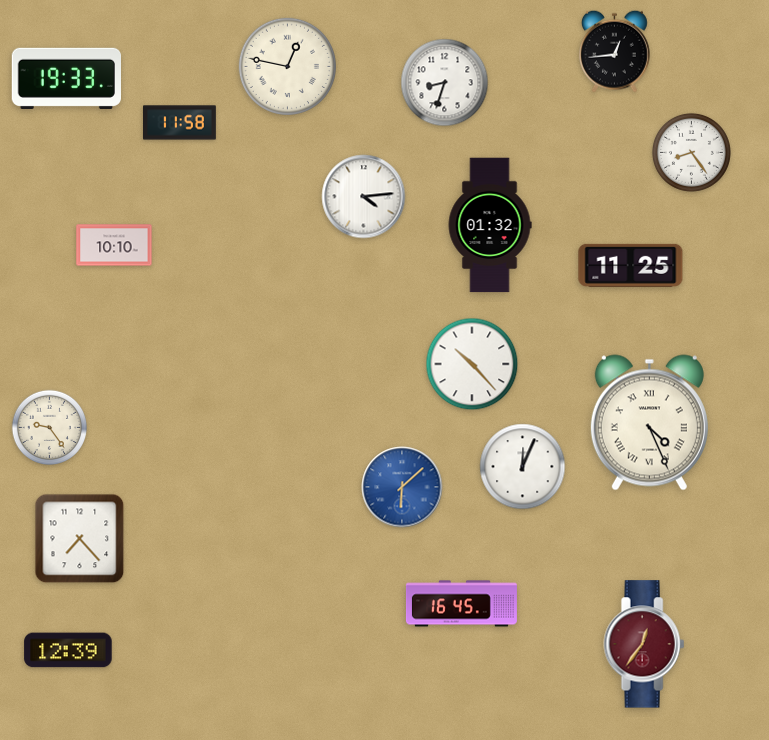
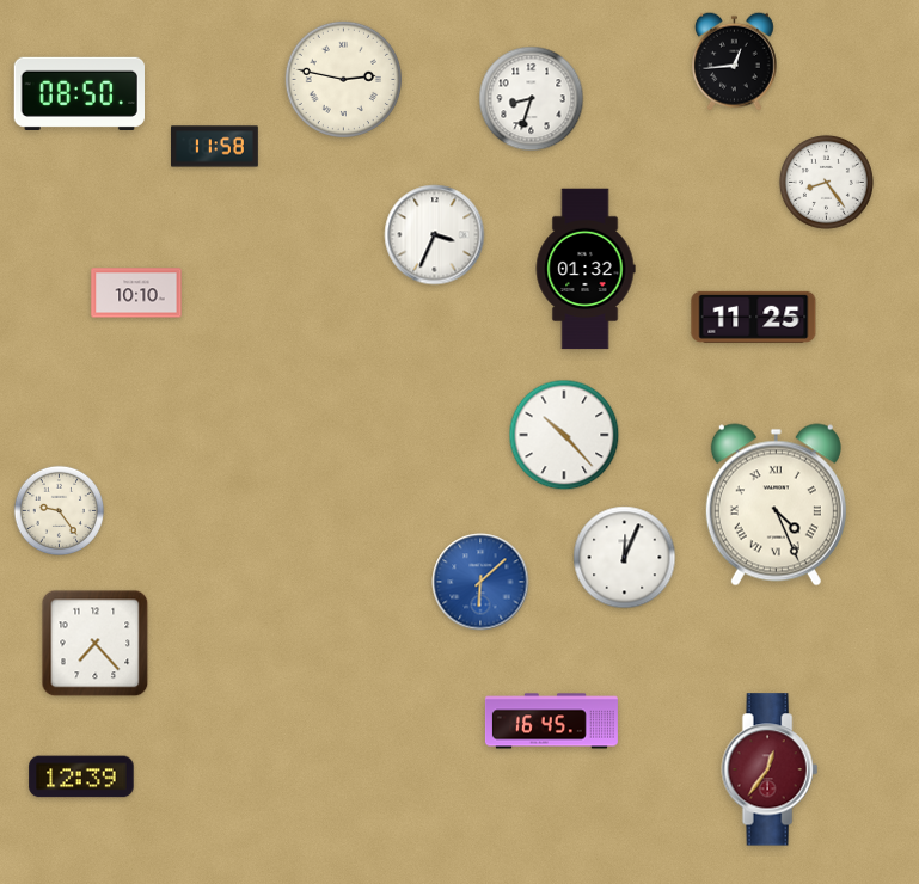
clock at (287, 66): 12:47 -> 2:47
clock at (66, 78): 19:33 -> 08:50
clock at (364, 197): 4:14 -> 3:34
